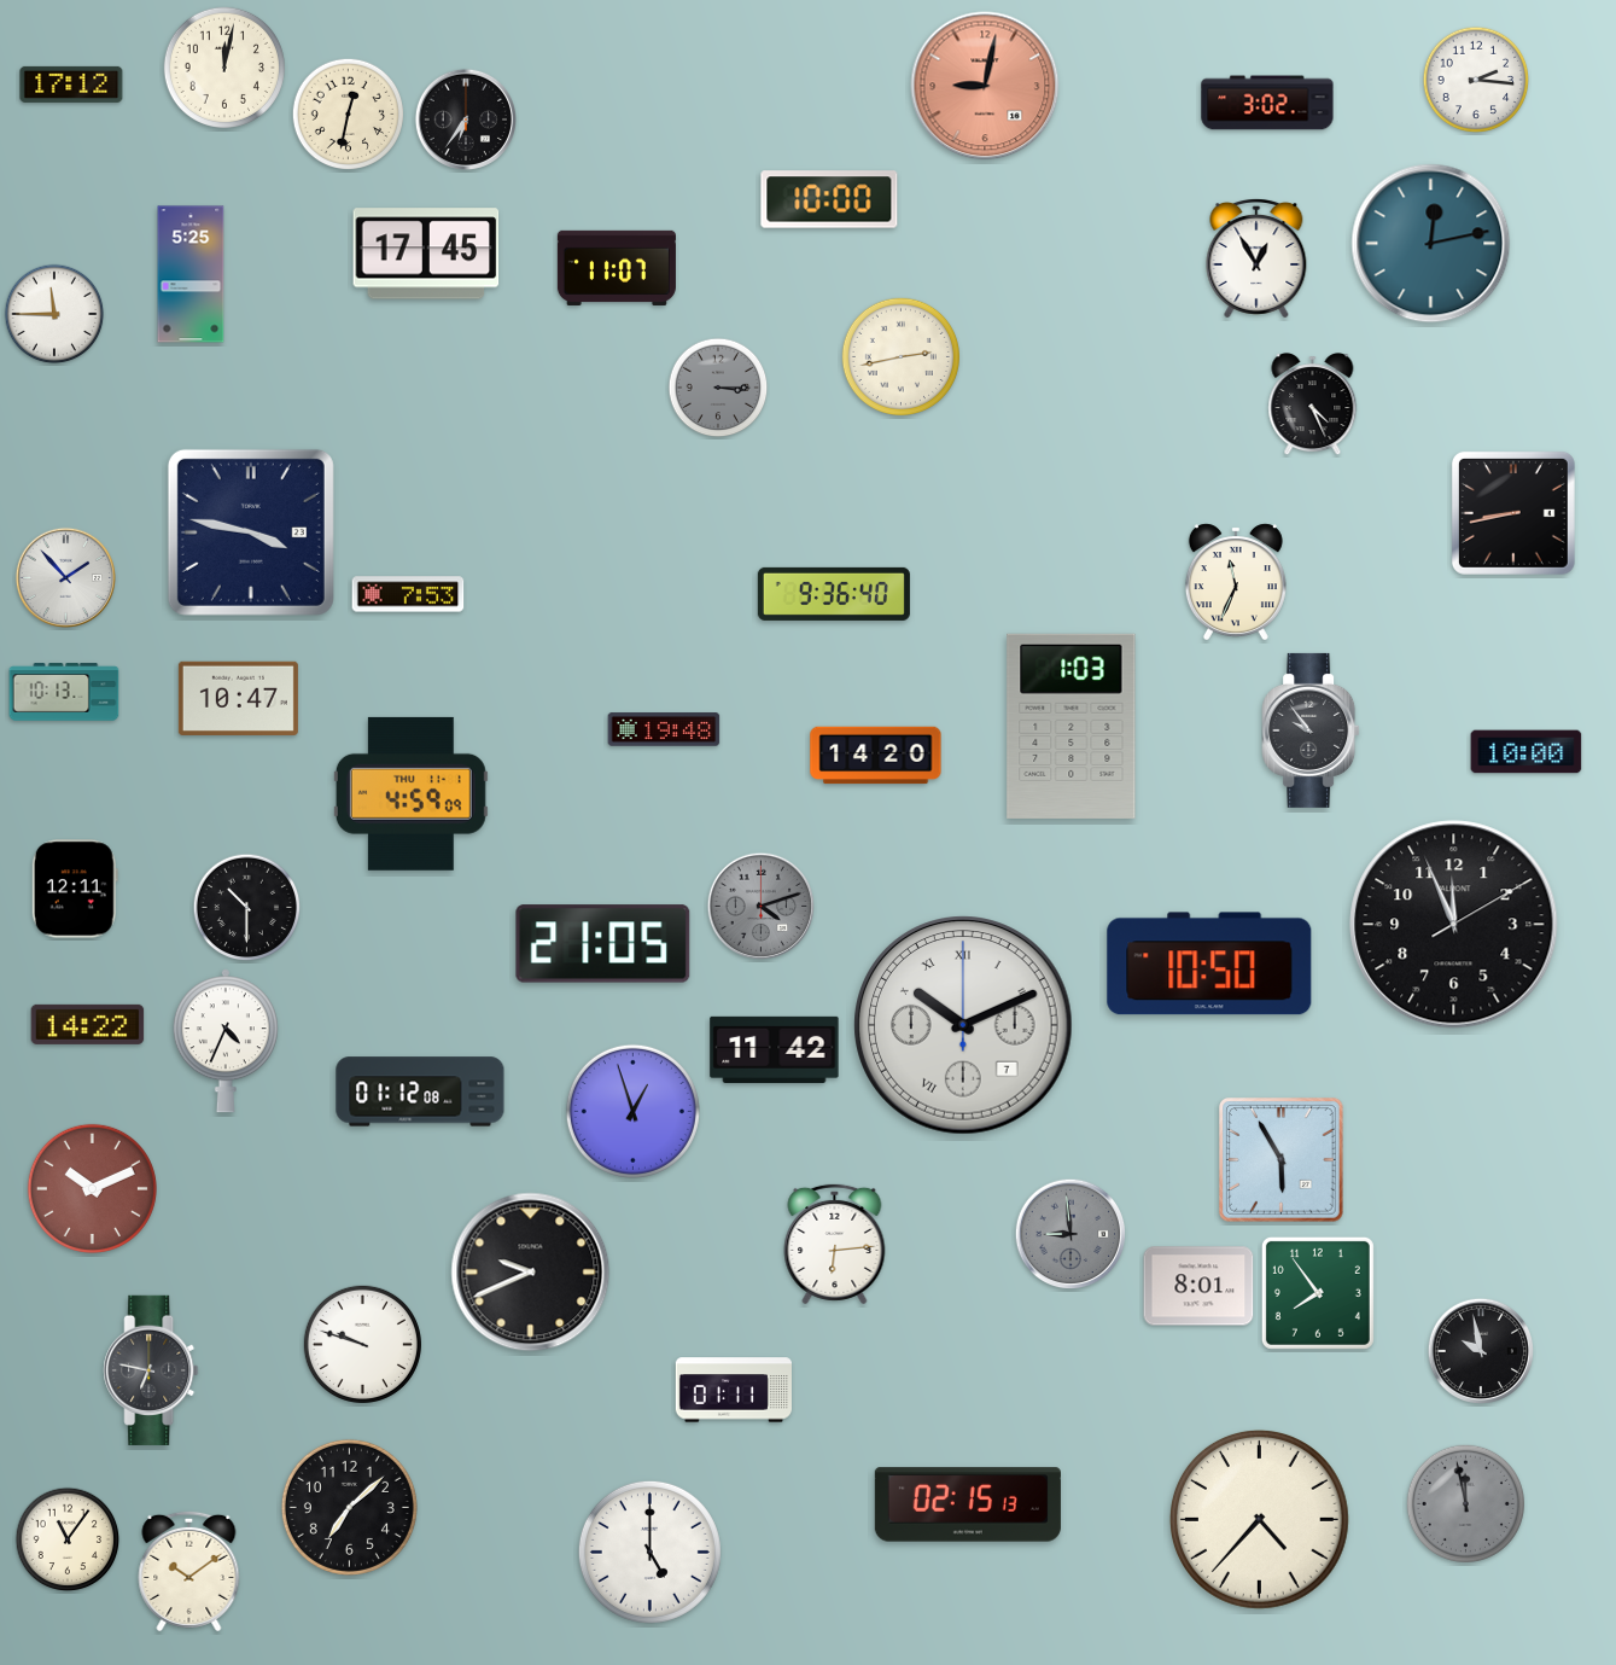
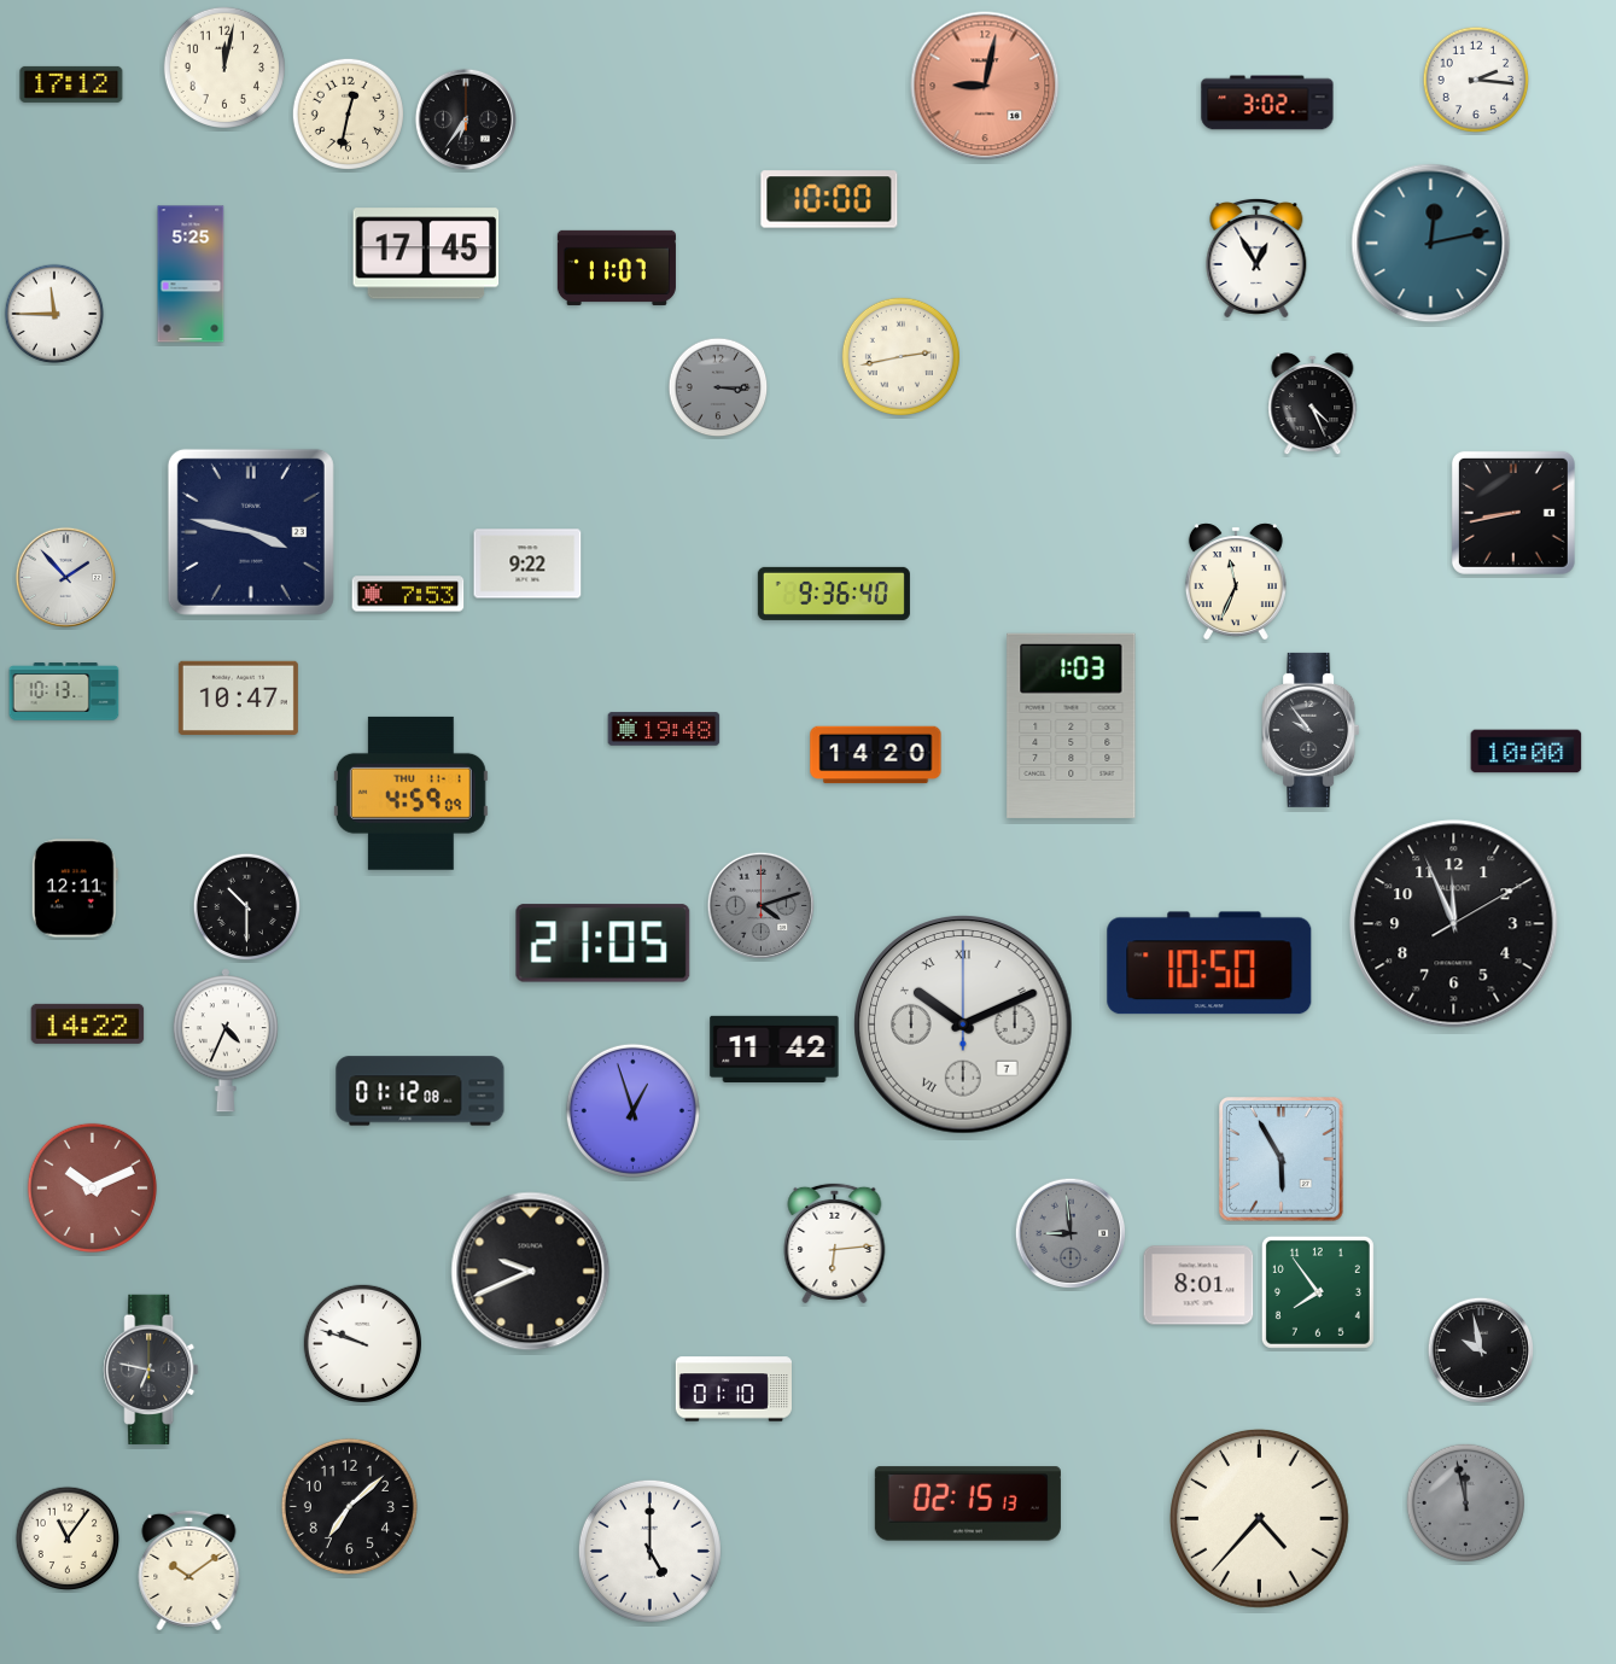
clock at (527, 564): none -> 9:22
clock at (734, 1390): 01:11 -> 01:10
